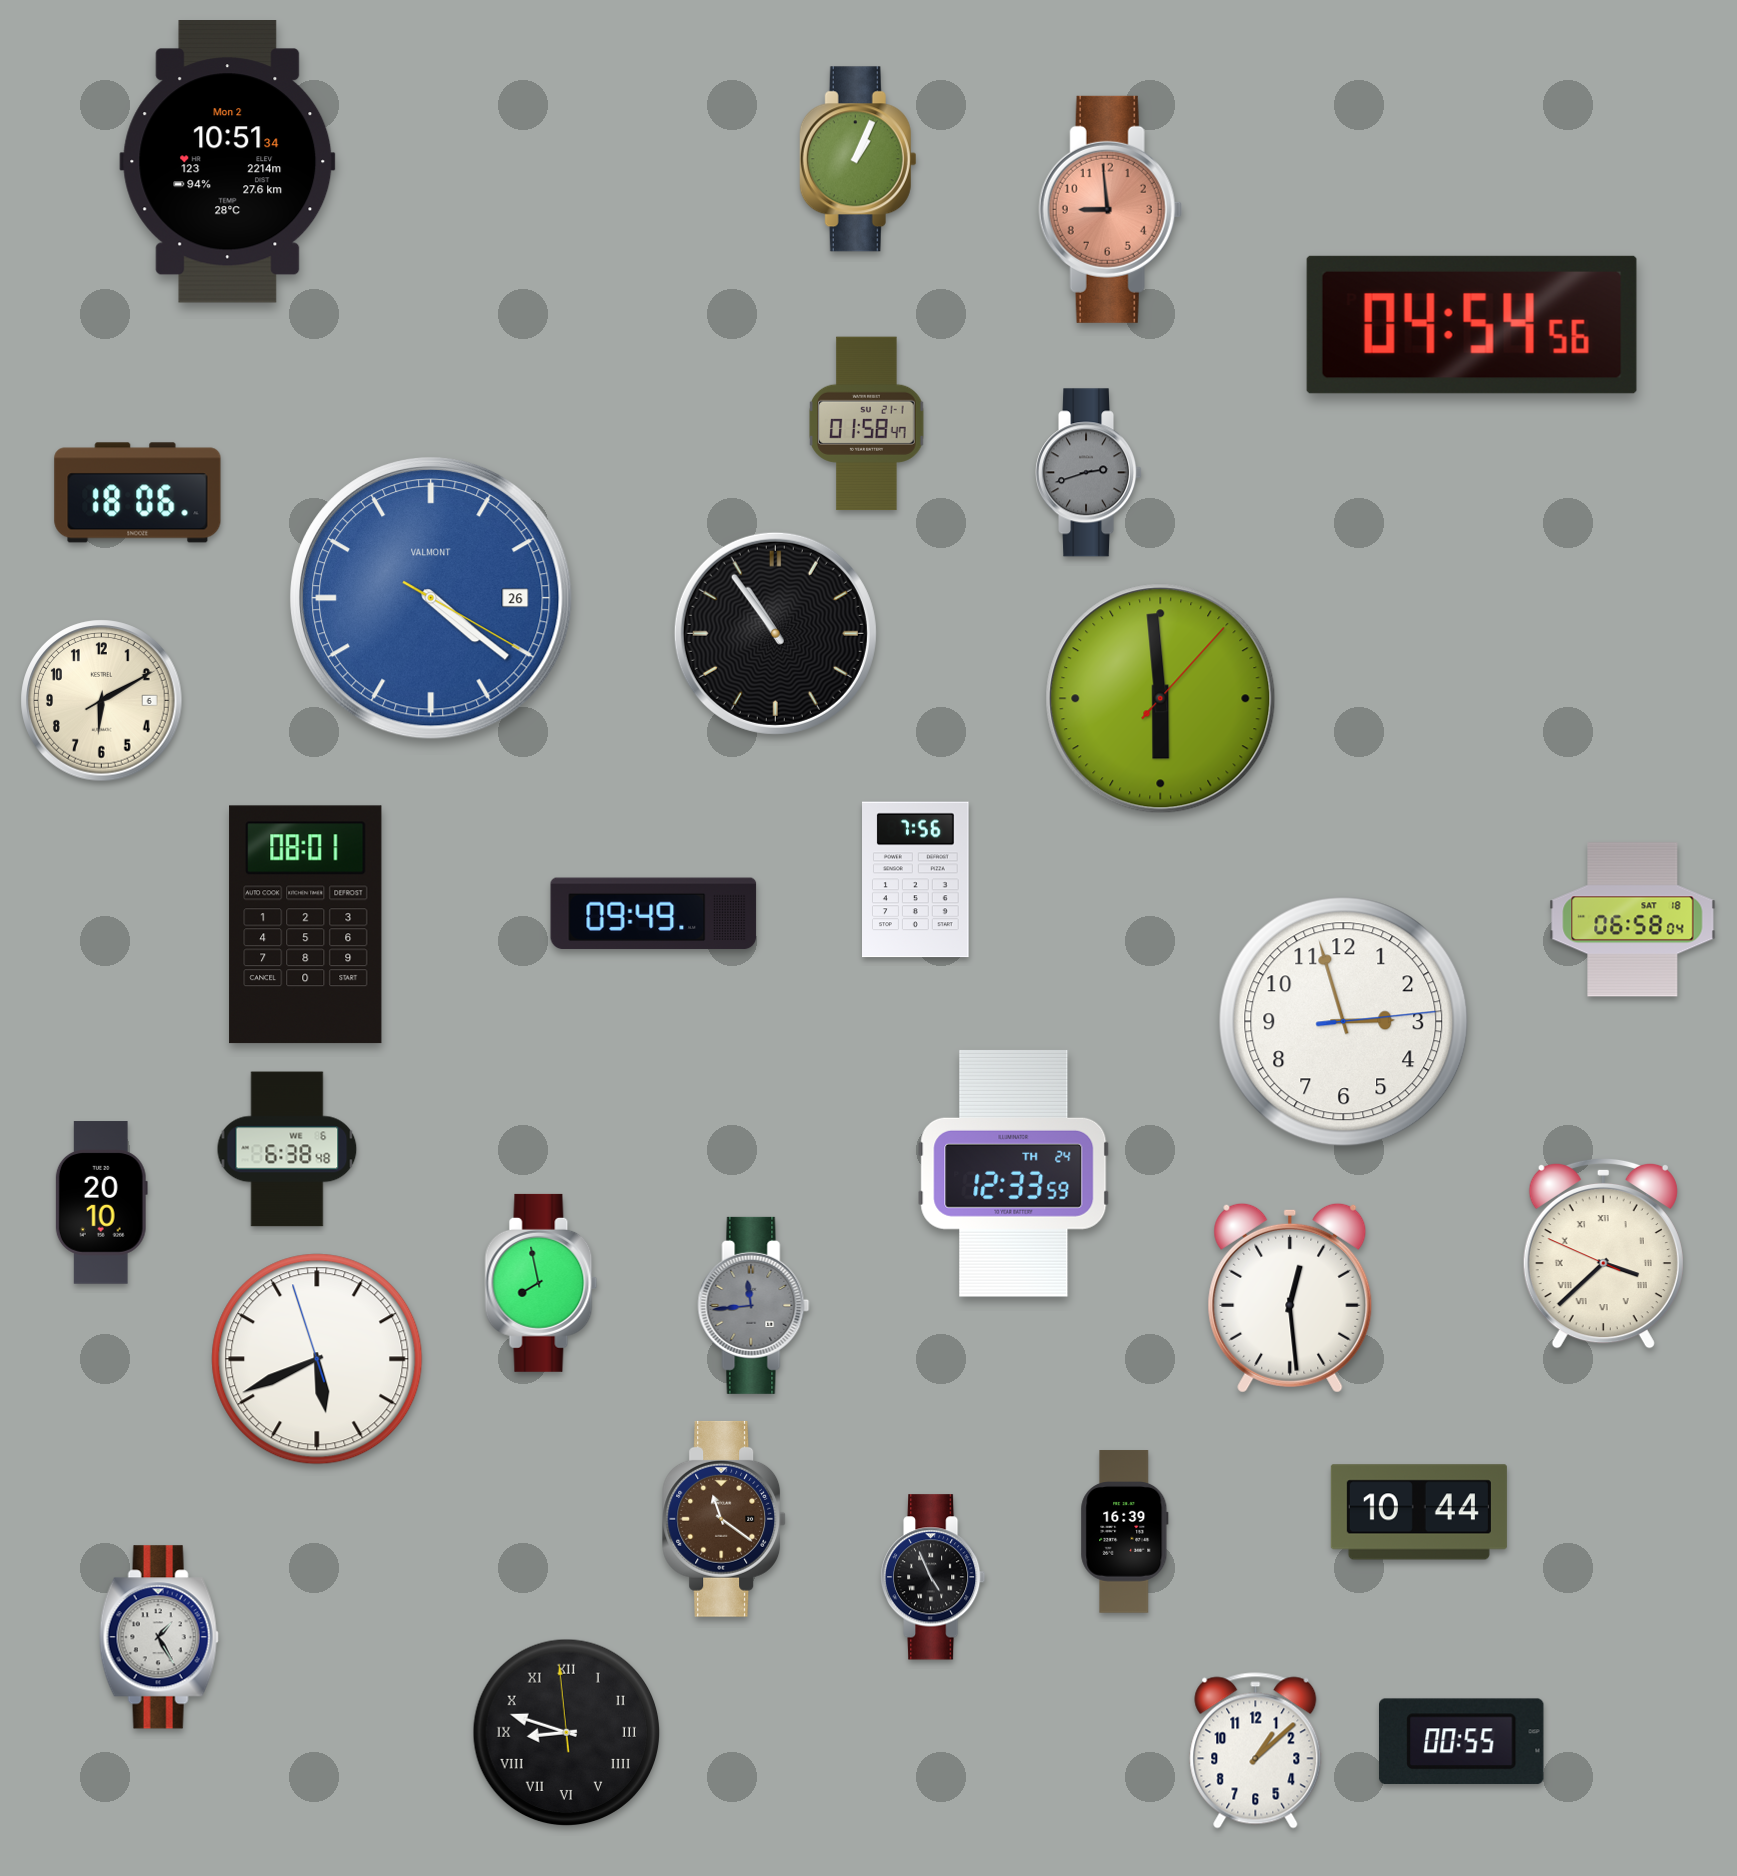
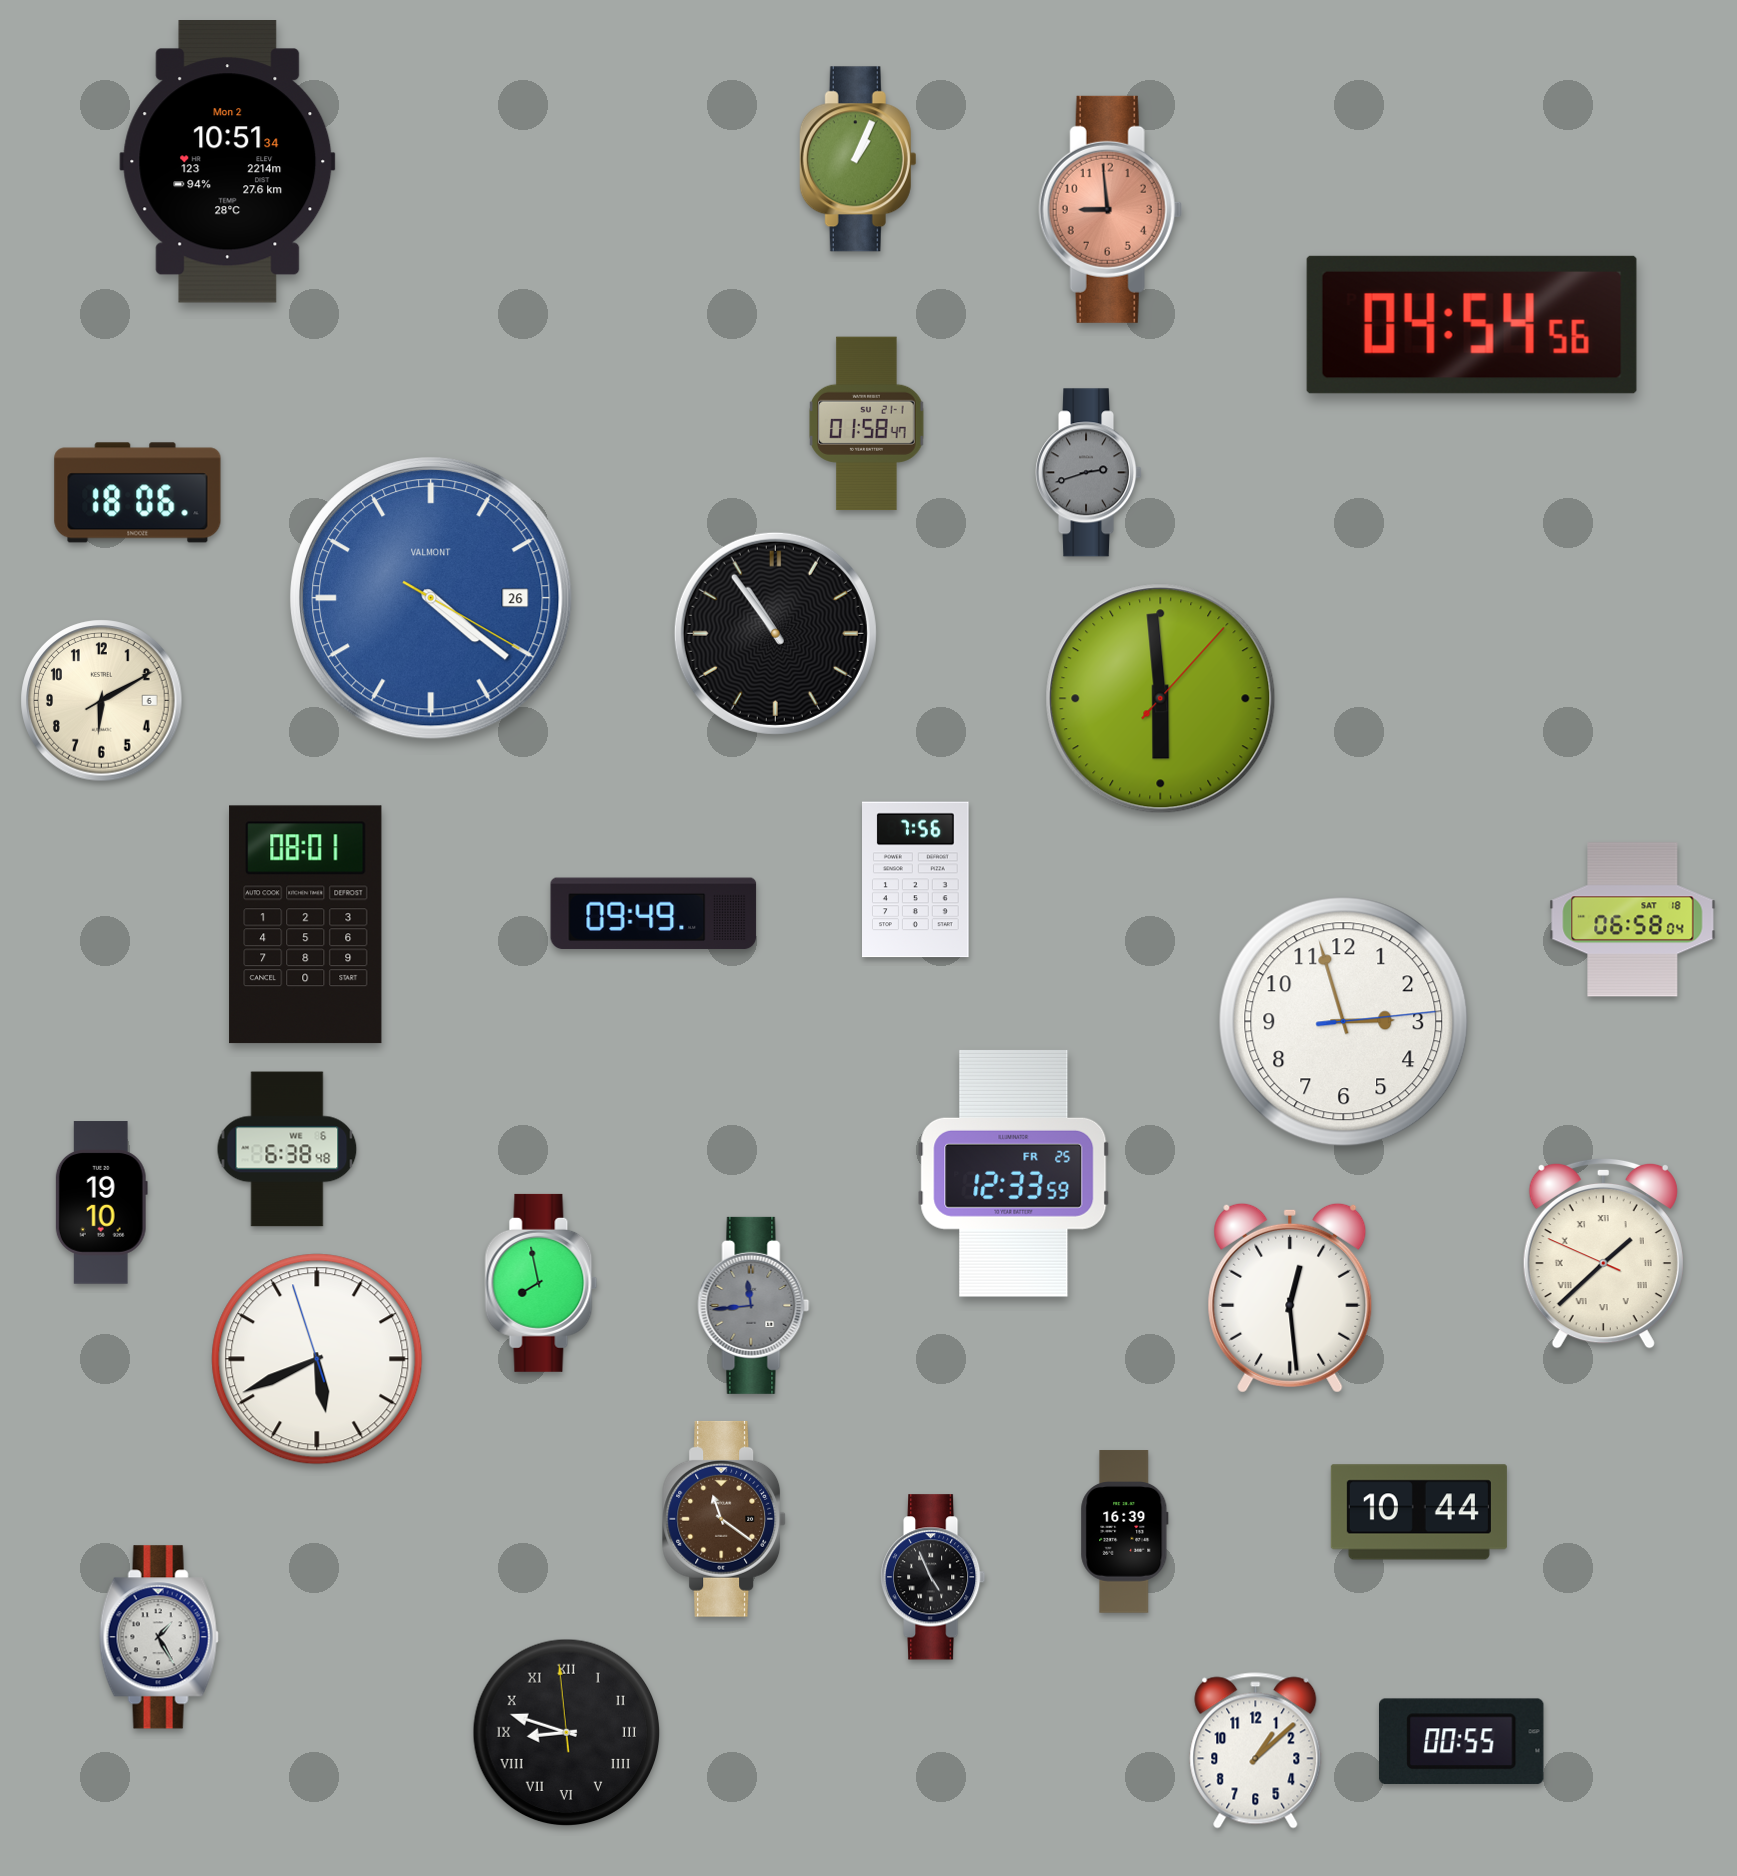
clock at (1014, 1173) date: TH 24 -> FR 25
clock at (101, 1203): 20:10 -> 19:10
clock at (1603, 1253): 3:37 -> 1:37
